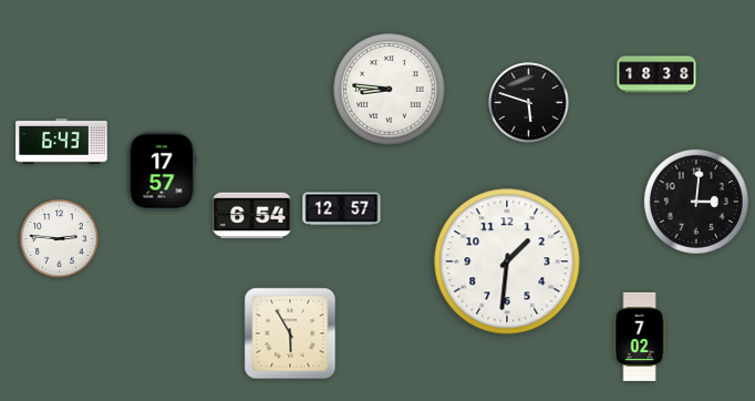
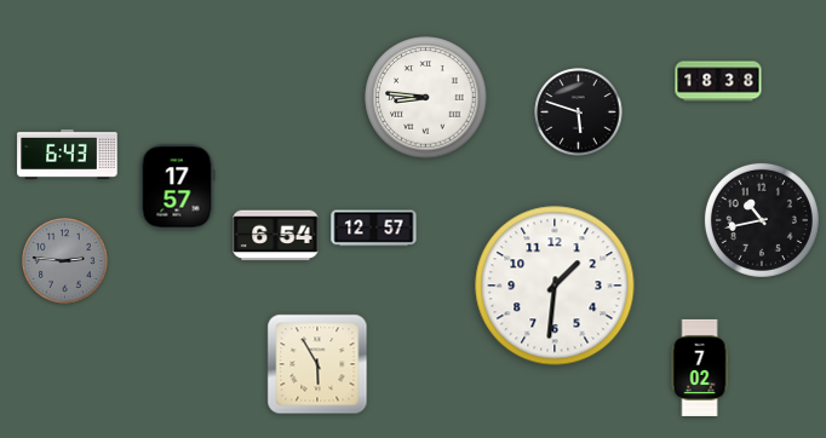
clock at (696, 202): 3:01 -> 10:43
clock at (60, 239) dial: white -> grey
